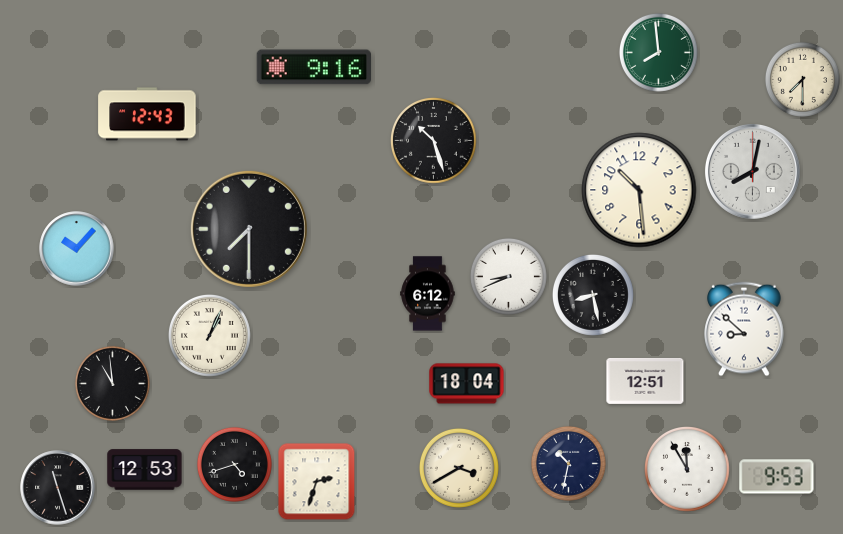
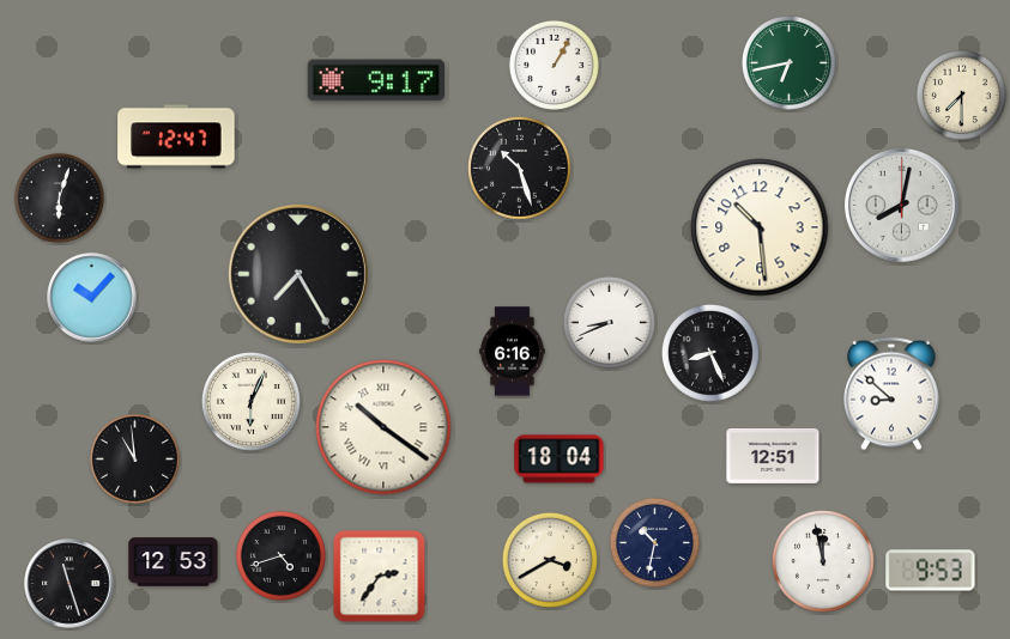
clock at (658, 52): 7:59 -> 6:43
clock at (554, 65): none -> 1:05
clock at (313, 67): 9:16 -> 9:17
clock at (147, 114): 12:43 -> 12:47
clock at (59, 197): none -> 6:03
clock at (639, 190) position: (639, 190) -> (760, 227)
clock at (249, 229): 7:30 -> 7:25
clock at (508, 276) position: (508, 276) -> (609, 322)
clock at (428, 294): 6:12 -> 6:16
clock at (593, 295): 8:28 -> 8:26
clock at (209, 335): 1:04 -> 6:04
clock at (383, 427): none -> 10:21
clock at (568, 463) position: (568, 463) -> (654, 542)
clock at (688, 470): 11:55 -> 11:58
clock at (317, 482): 2:33 -> 2:36
